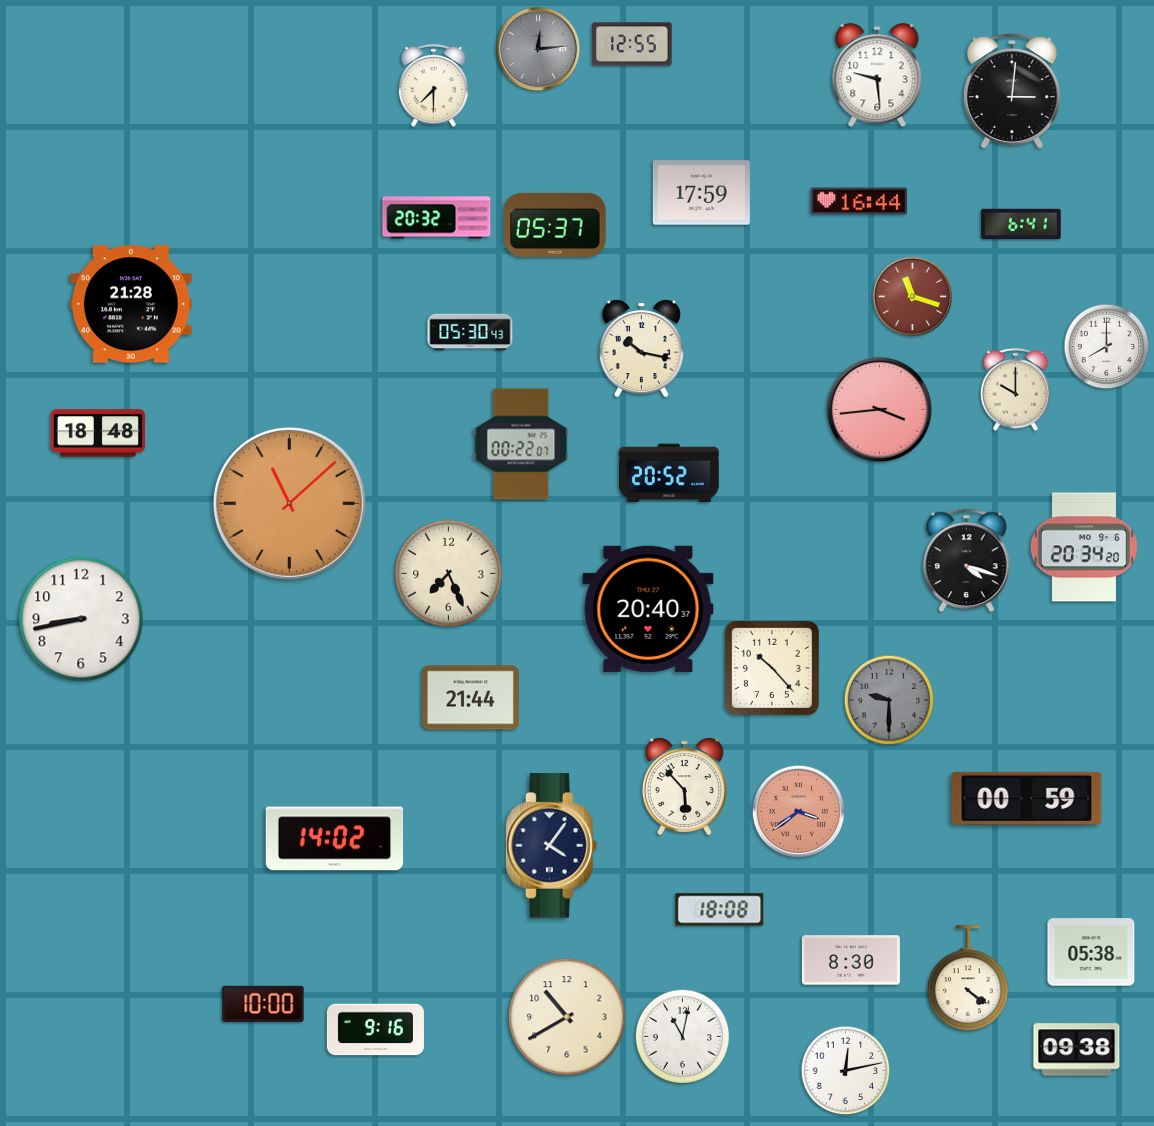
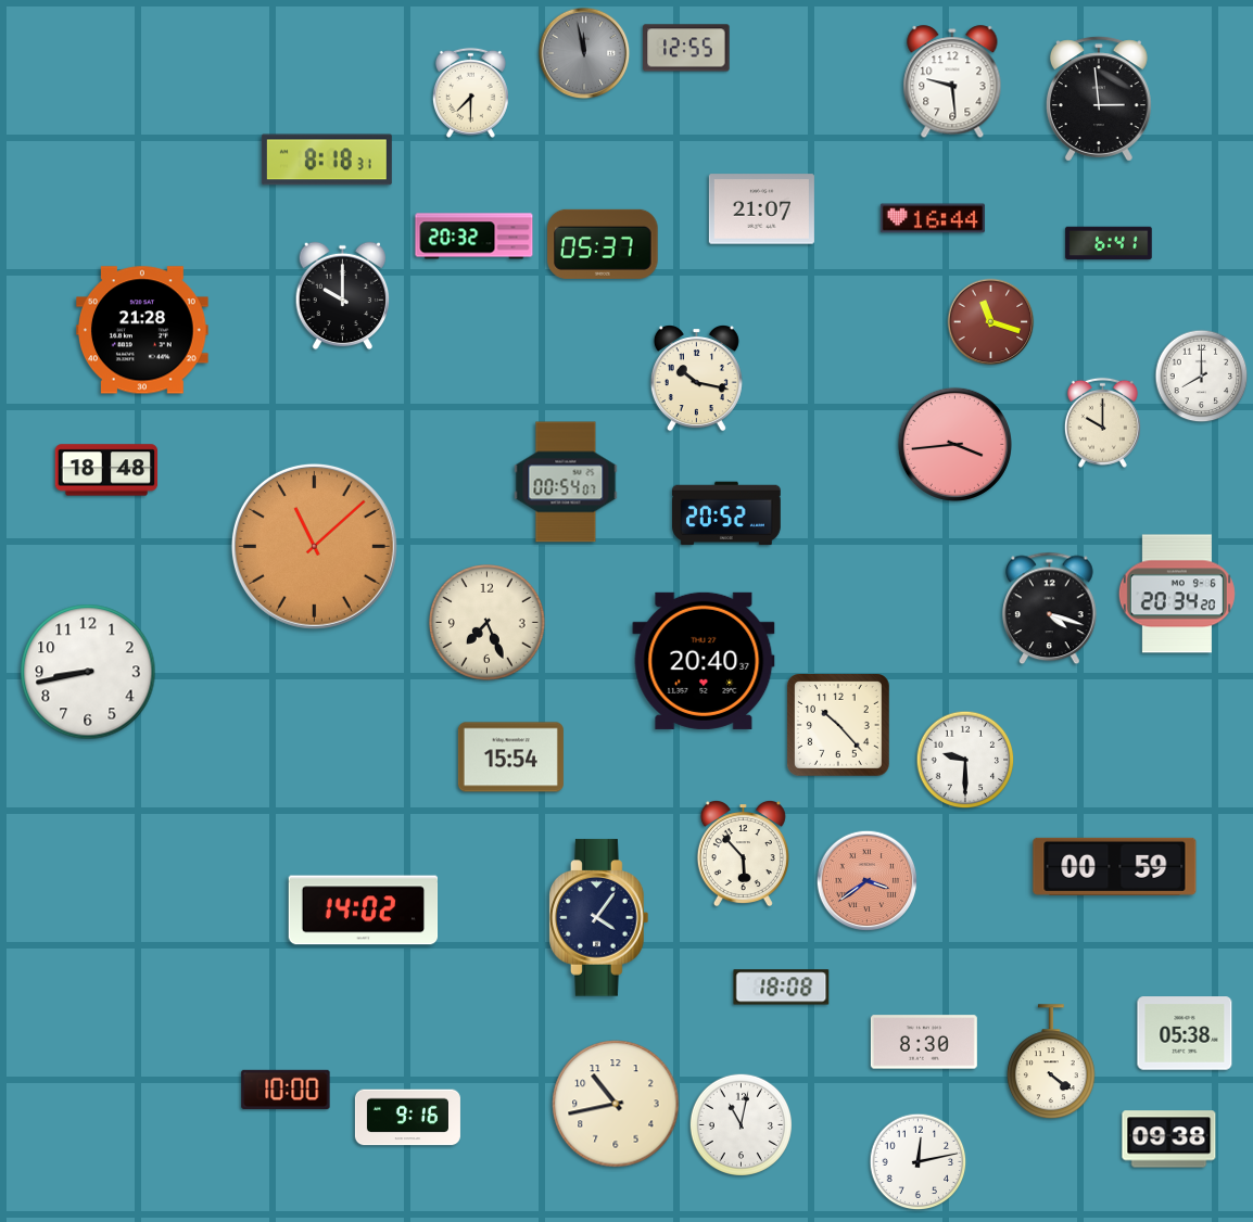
clock at (538, 49): 12:14 -> 11:58
clock at (1012, 91): 3:01 -> 2:59
clock at (327, 160): none -> 8:18
clock at (701, 193): 17:59 -> 21:07
clock at (343, 296): none -> 10:00
clock at (470, 332): 05:30 -> none
clock at (521, 444): 00:22 -> 00:54
clock at (470, 698): 21:44 -> 15:54
clock at (889, 700) dial: grey -> white
clock at (567, 1017): 10:40 -> 10:43
